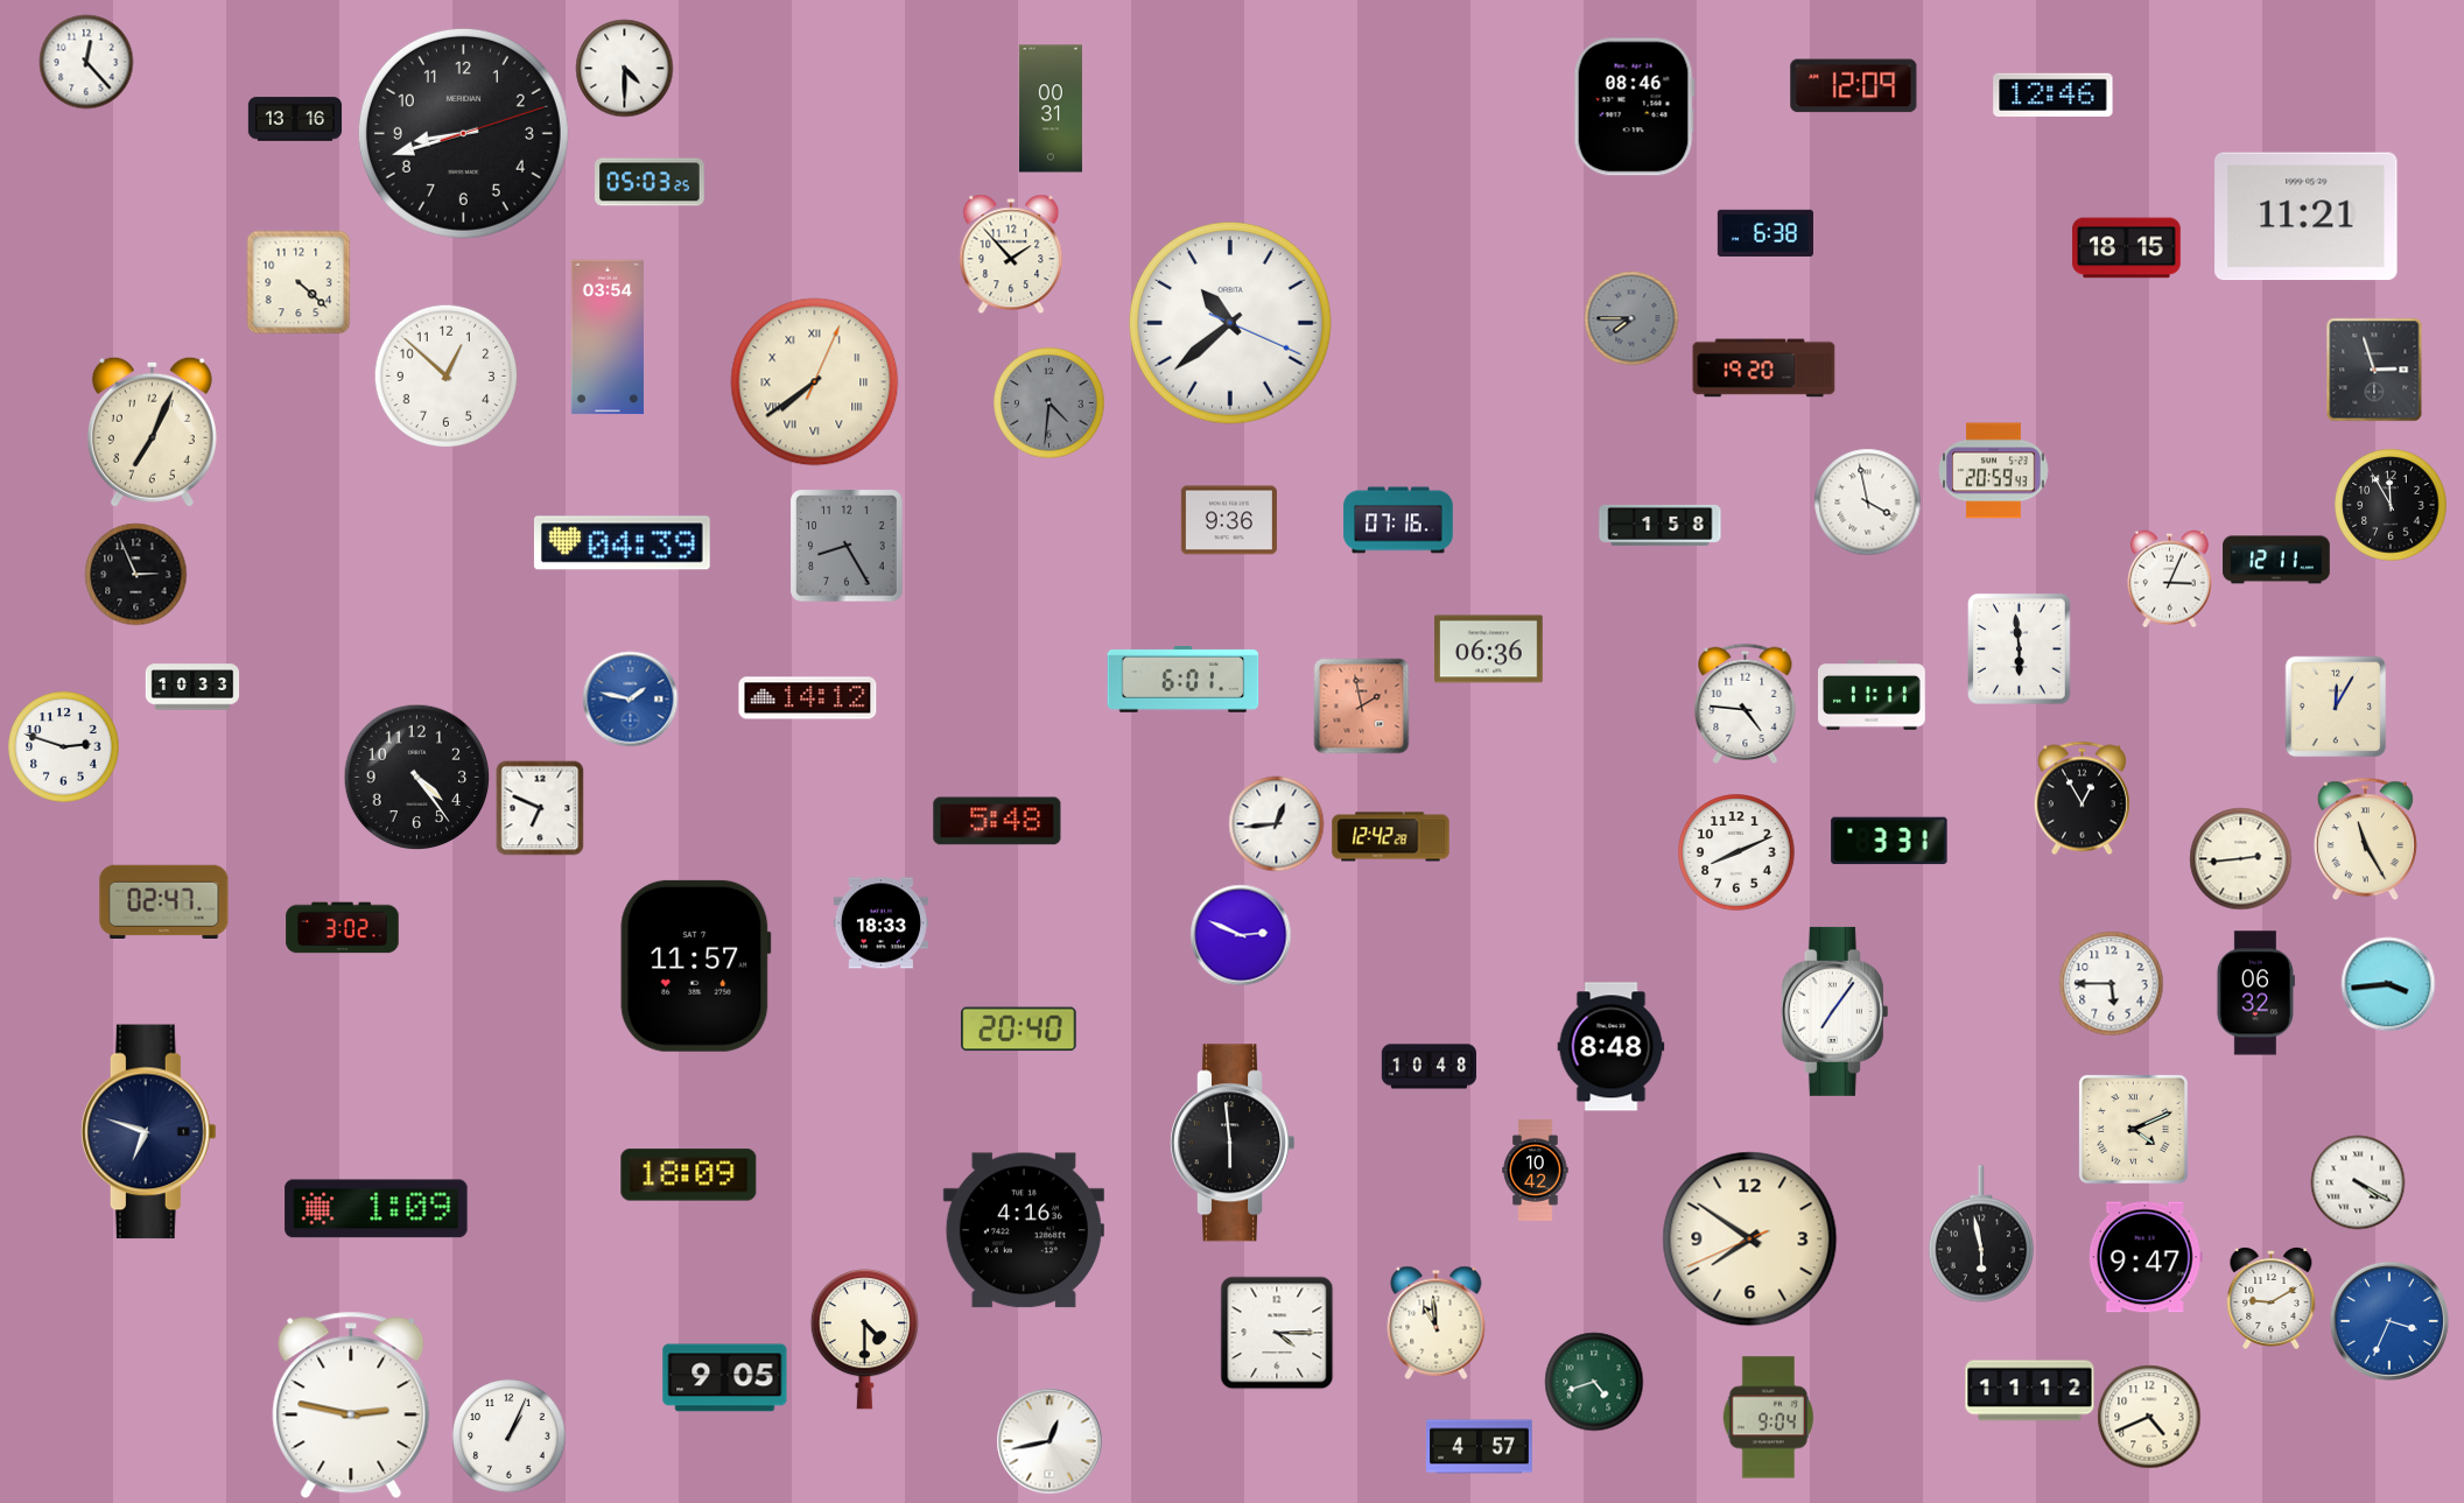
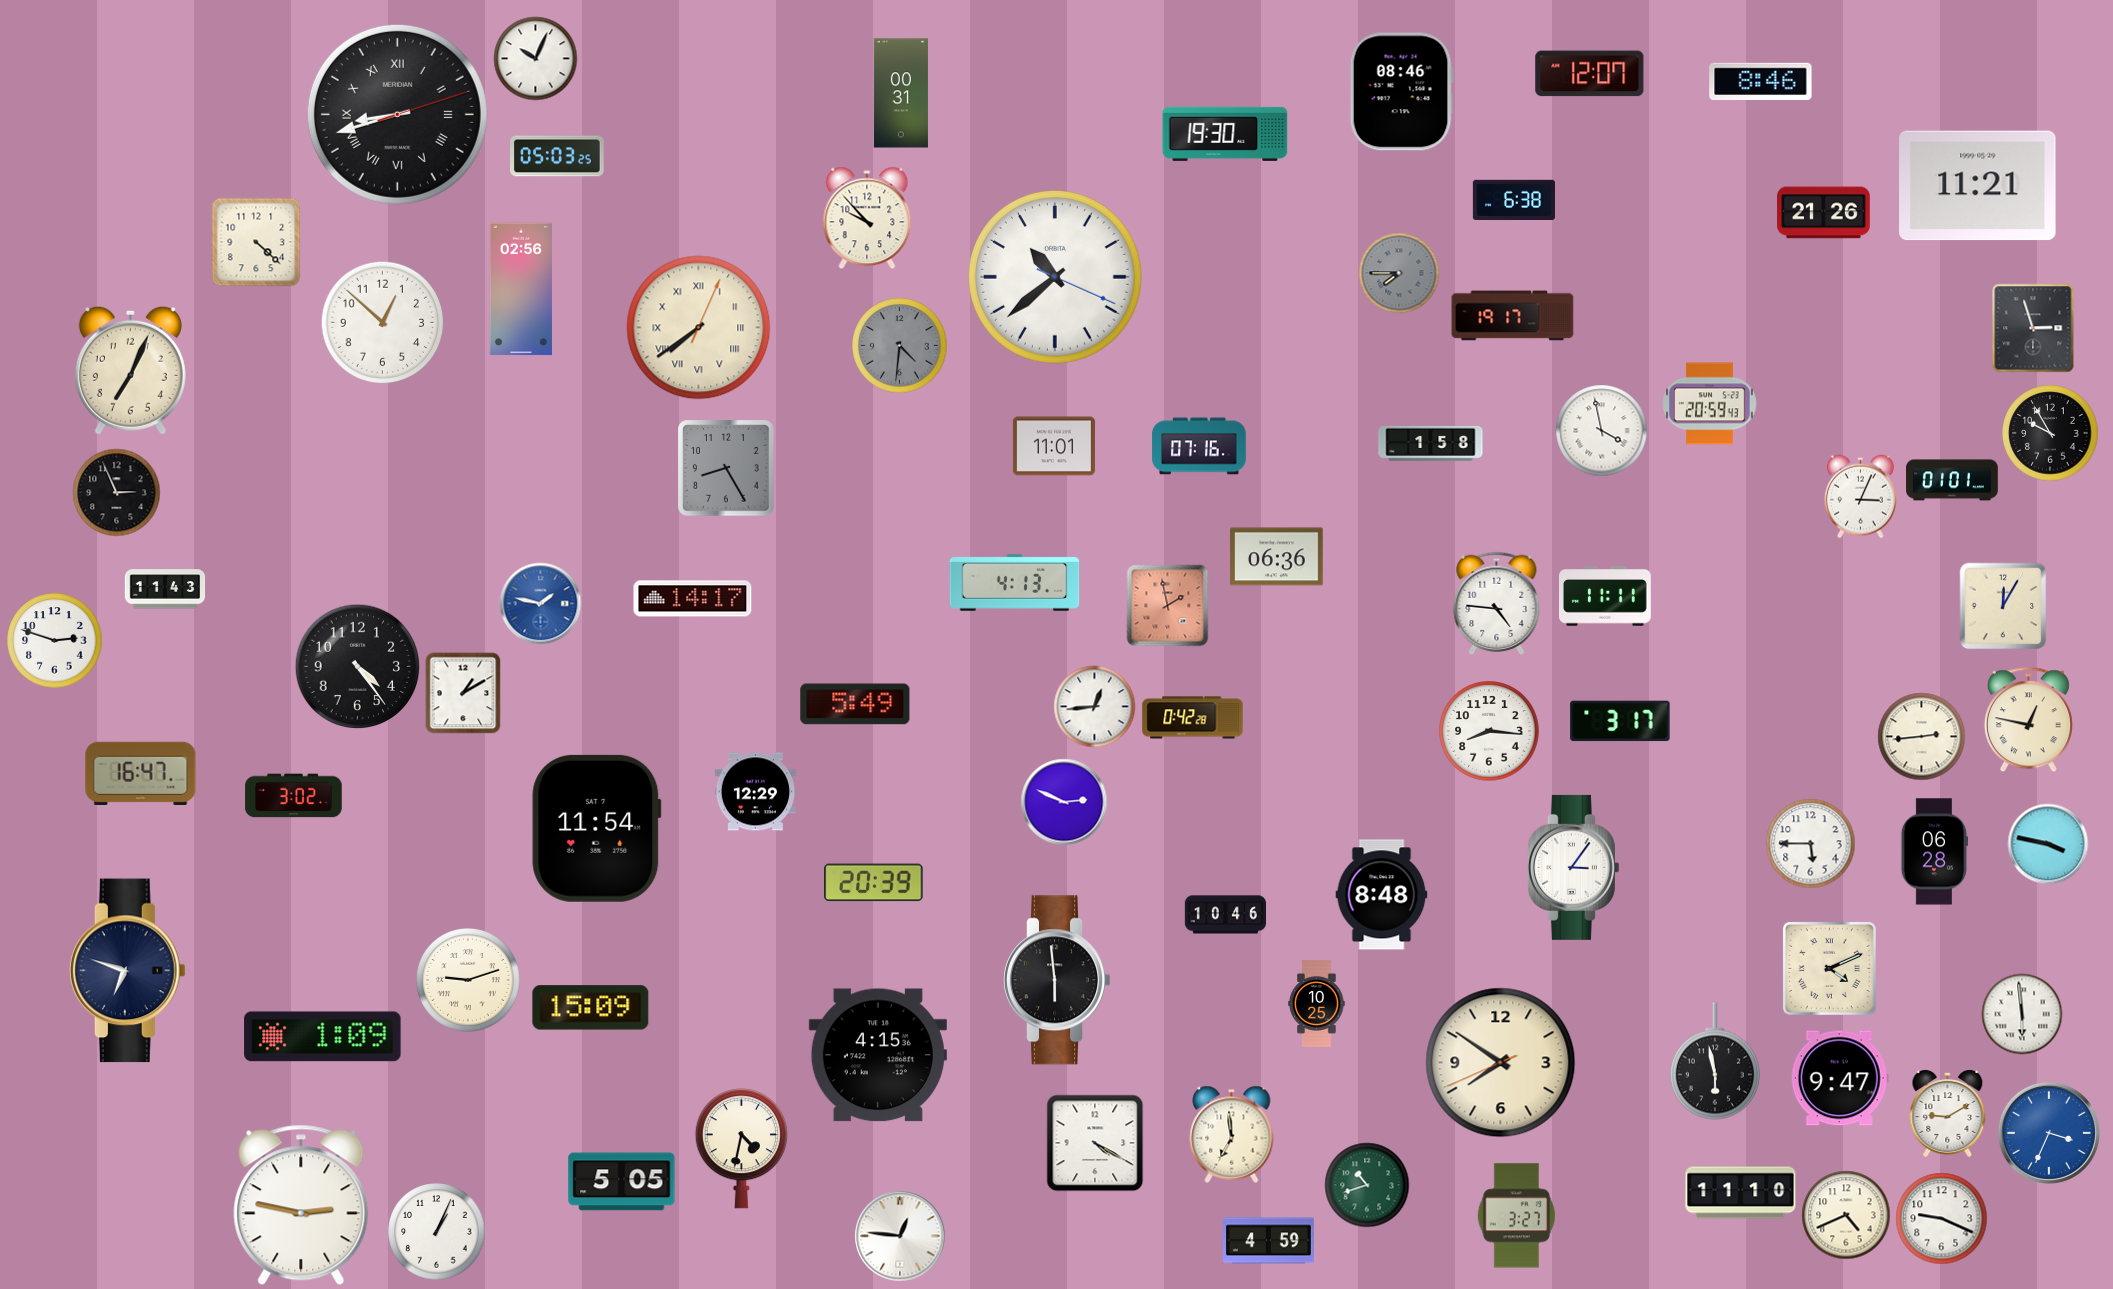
clock at (86, 62): 12:23 -> none
clock at (624, 68): 4:30 -> 10:04
clock at (1854, 86): 12:09 -> 12:07
clock at (2054, 94): 12:46 -> 8:46
clock at (295, 119): 13:16 -> none
clock at (463, 133) numerals: Arabic -> Roman
clock at (1225, 134): none -> 19:30
clock at (2127, 248): 18:15 -> 21:26
clock at (1011, 254): 1:53 -> 9:53
clock at (608, 337): 03:54 -> 02:56
clock at (1764, 368): 19:20 -> 19:17
clock at (2374, 370) position: (2374, 370) -> (2033, 328)
clock at (2391, 505): 11:55 -> 9:55
clock at (1229, 520): 9:36 -> 11:01
clock at (1661, 525) position: (1661, 525) -> (1431, 443)
clock at (622, 543): 04:39 -> none
clock at (2276, 560): 12:11 -> 01:01
clock at (2020, 648): 5:59 -> none
clock at (1184, 680): 6:01 -> 4:13
clock at (192, 687): 10:33 -> 11:43
clock at (630, 698) position: (630, 698) -> (540, 603)
clock at (808, 698): 14:12 -> 14:17
clock at (2082, 798): 12:55 -> none
clock at (540, 808): 6:49 -> 1:10
clock at (997, 821): 5:48 -> 5:49
clock at (1391, 837): 12:42 -> 0:42
clock at (2365, 838): 11:25 -> 12:47
clock at (1889, 841): 3:31 -> 3:17
clock at (1736, 852): 8:11 -> 8:16
clock at (164, 901): 02:47 -> 16:47
clock at (880, 923): 18:33 -> 12:29
clock at (696, 965): 11:57 -> 11:54
clock at (2388, 984): 3:44 -> 3:47
clock at (2255, 993): 06:32 -> 06:28
clock at (1834, 1011): 7:06 -> 3:06
clock at (1019, 1030): 20:40 -> 20:39
clock at (1612, 1047) position: (1612, 1047) -> (1382, 895)
clock at (1428, 1067): 10:48 -> 10:46
clock at (469, 981): none -> 9:12
clock at (1536, 1170): 10:42 -> 10:25
clock at (689, 1175): 18:09 -> 15:09
clock at (2358, 1182): 4:20 -> 5:59
clock at (1024, 1230): 4:16 -> 4:15
clock at (1981, 1234) position: (1981, 1234) -> (1715, 1061)
clock at (1437, 1322): 10:59 -> 6:59
clock at (1277, 1333): 4:15 -> 4:20
clock at (864, 1340): 4:30 -> 4:32
clock at (725, 1378): 9:05 -> 5:05
clock at (1594, 1382): 4:42 -> 10:42
clock at (2030, 1391): 11:12 -> 11:10
clock at (2149, 1417) position: (2149, 1417) -> (1846, 1215)
clock at (1768, 1418): 9:04 -> 3:27
clock at (1941, 1218): none -> 9:19
clock at (1050, 1441): 12:43 -> 12:46
clock at (1480, 1447): 4:57 -> 4:59
